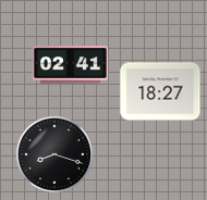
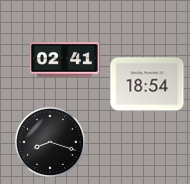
clock at (160, 91): 18:27 -> 18:54
